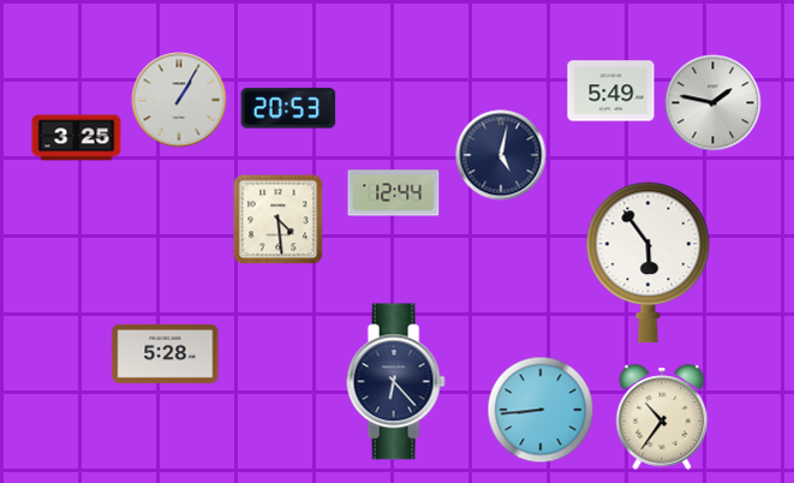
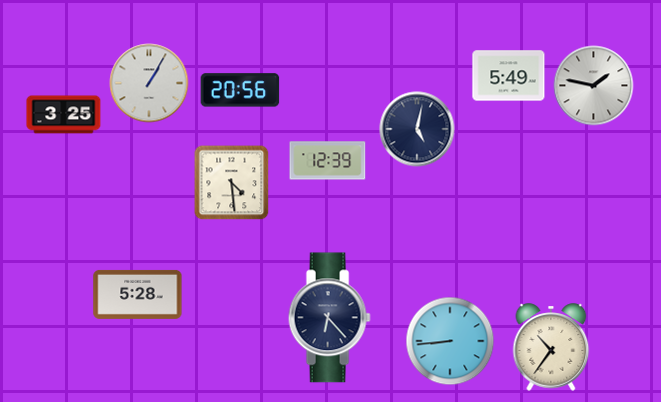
clock at (288, 108): 20:53 -> 20:56
clock at (394, 193): 12:44 -> 12:39
clock at (649, 263): 5:54 -> none
